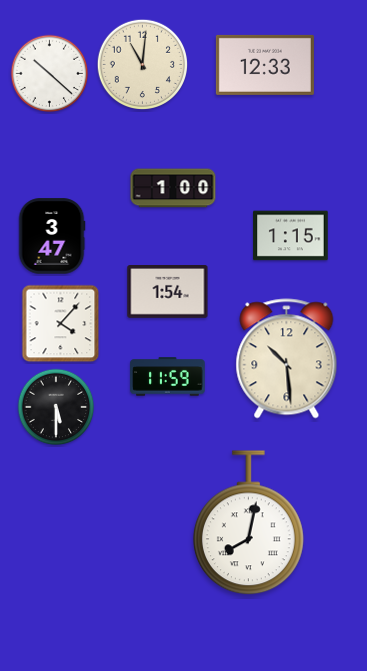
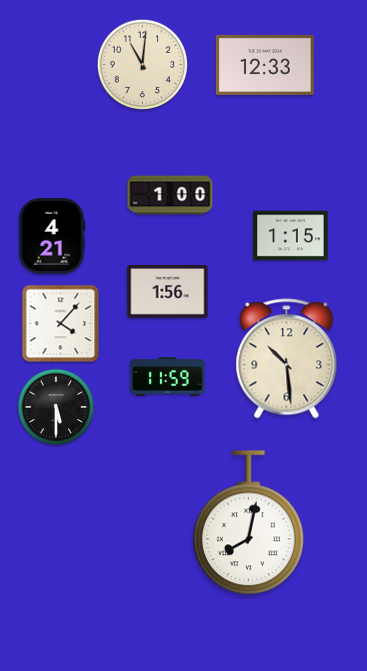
clock at (50, 74): 10:22 -> none
clock at (173, 188) position: (173, 188) -> (170, 195)
clock at (52, 236): 3:47 -> 4:21
clock at (168, 292): 1:54 -> 1:56
